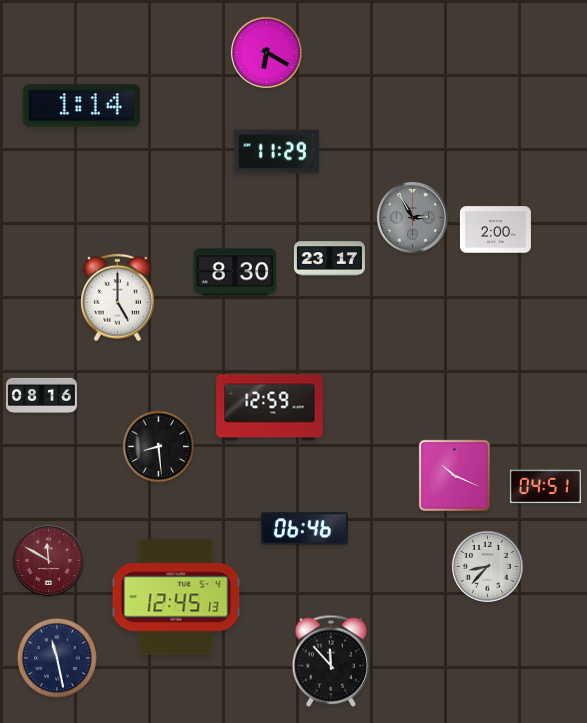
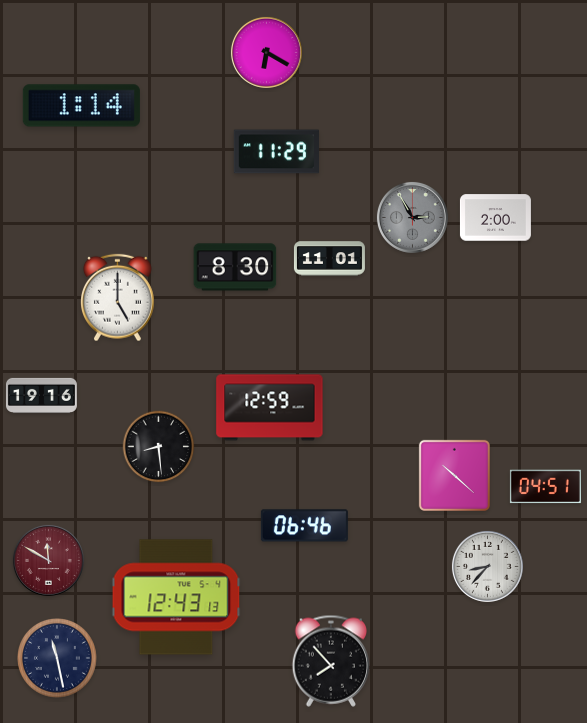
clock at (495, 230) position: (495, 230) -> (495, 218)
clock at (329, 259): 23:17 -> 11:01
clock at (235, 272) position: (235, 272) -> (235, 267)
clock at (41, 395): 08:16 -> 19:16
clock at (454, 475): 10:19 -> 10:22
clock at (304, 529) position: (304, 529) -> (304, 526)
clock at (176, 597): 12:45 -> 12:43
clock at (330, 661): 11:53 -> 7:53
